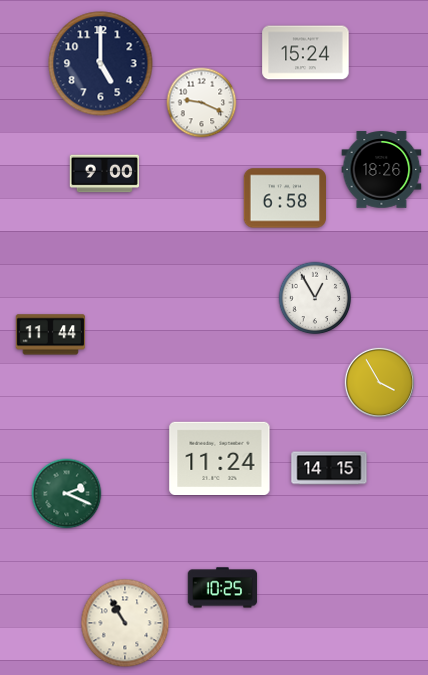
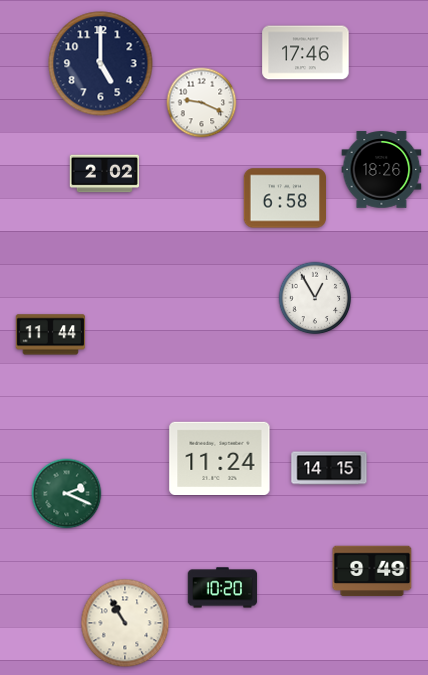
clock at (306, 53): 15:24 -> 17:46
clock at (105, 174): 9:00 -> 2:02
clock at (379, 382): 3:55 -> none
clock at (372, 571): none -> 9:49
clock at (223, 588): 10:25 -> 10:20
